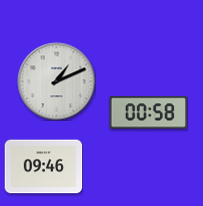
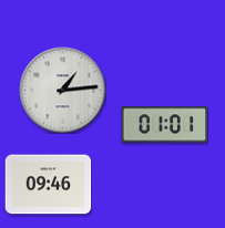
clock at (56, 81): 1:11 -> 1:14
clock at (148, 113): 00:58 -> 01:01
